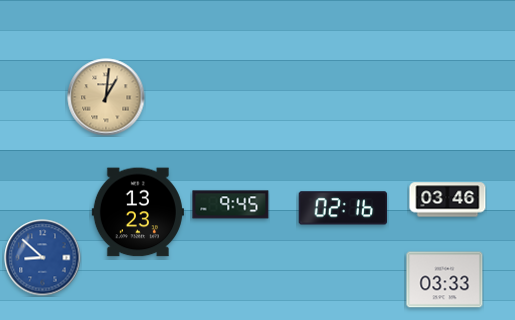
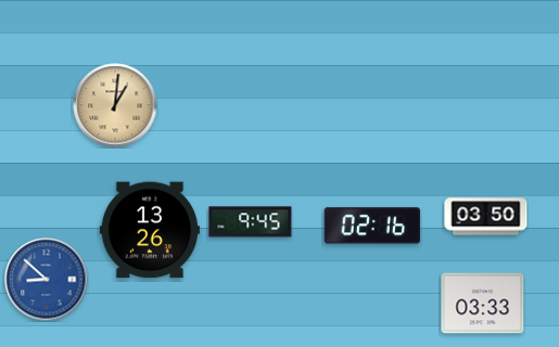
clock at (448, 200): 03:46 -> 03:50
clock at (138, 212): 13:23 -> 13:26
